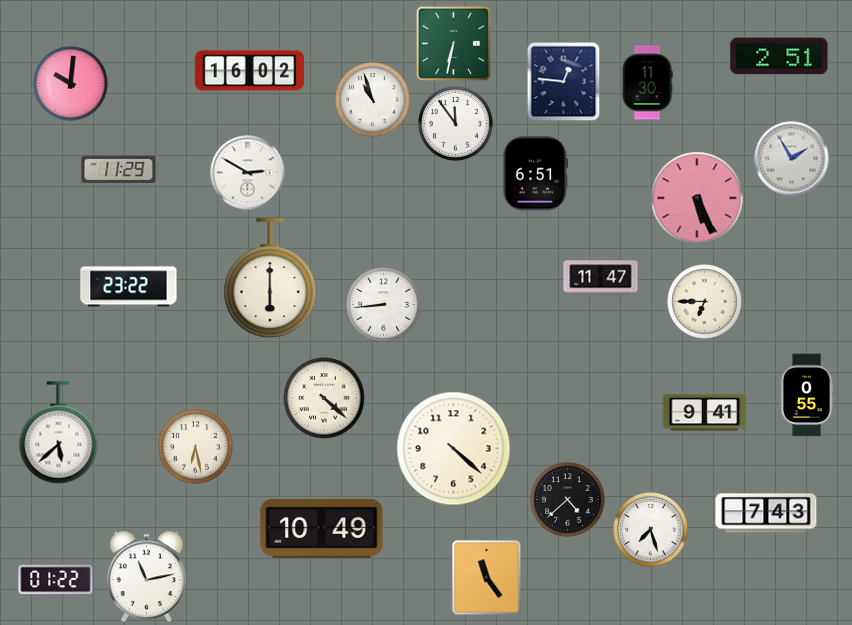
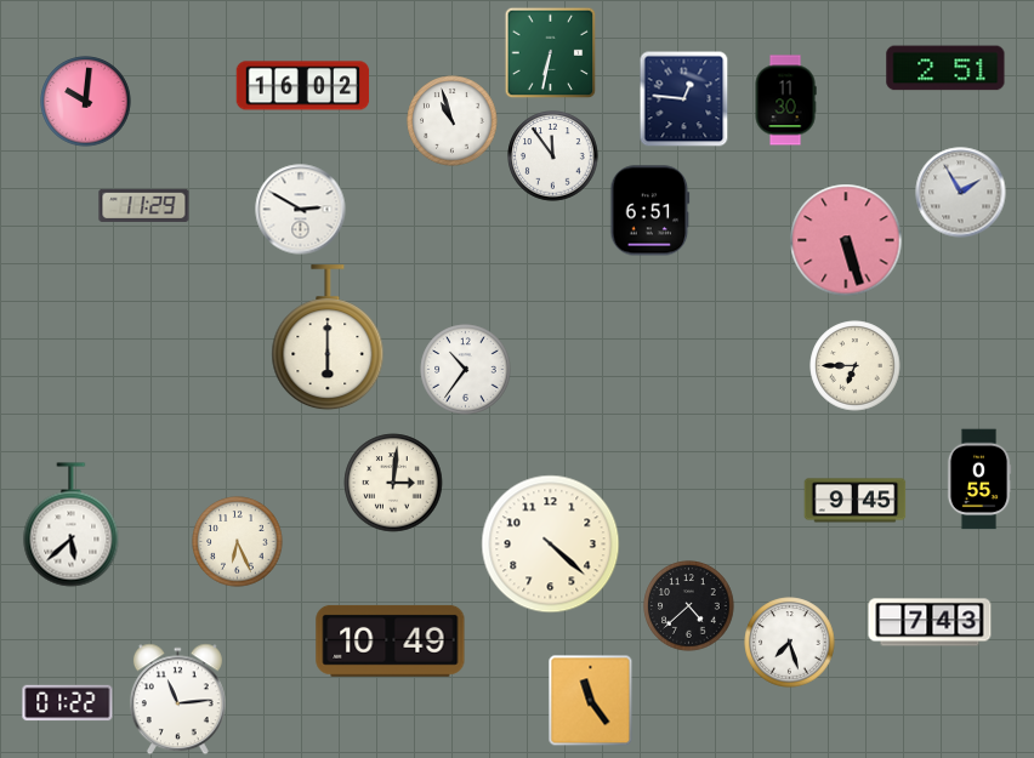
clock at (456, 124) position: (456, 124) -> (553, 156)
clock at (697, 198): 5:26 -> 5:27
clock at (601, 278): 11:47 -> none
clock at (129, 287): 23:22 -> none
clock at (384, 305): 8:44 -> 10:36
clock at (324, 398): 4:22 -> 3:01
clock at (705, 413): 9:41 -> 9:45
clock at (196, 447): 6:28 -> 6:26
clock at (146, 577): 11:13 -> 11:14
